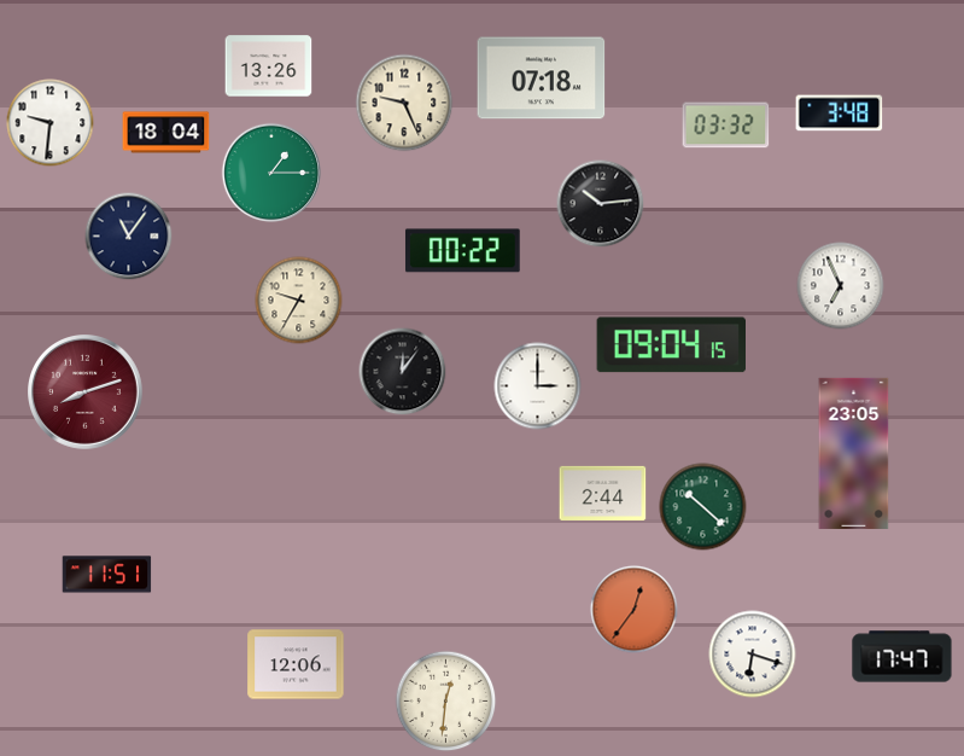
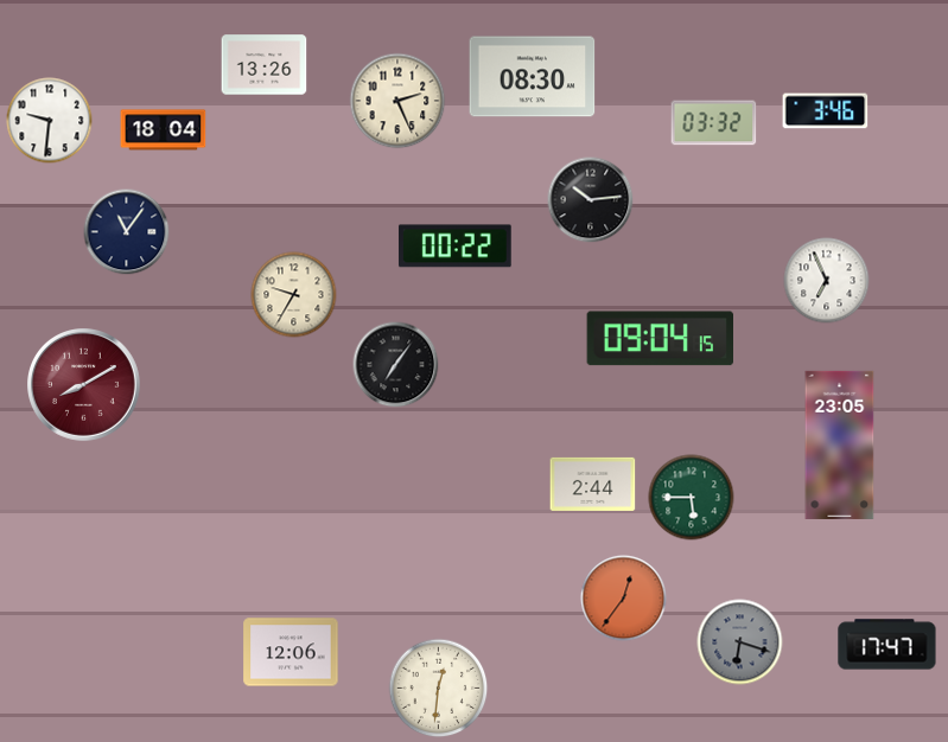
clock at (542, 78): 07:18 -> 08:30
clock at (404, 103): 9:26 -> 2:26
clock at (840, 114): 3:48 -> 3:46
clock at (271, 173): 1:15 -> none
clock at (403, 372): 12:06 -> 7:06
clock at (538, 386): 3:00 -> none
clock at (86, 392): 8:12 -> 8:10
clock at (703, 507): 10:22 -> 5:45
clock at (107, 575): 11:51 -> none
clock at (753, 655) dial: white -> grey
